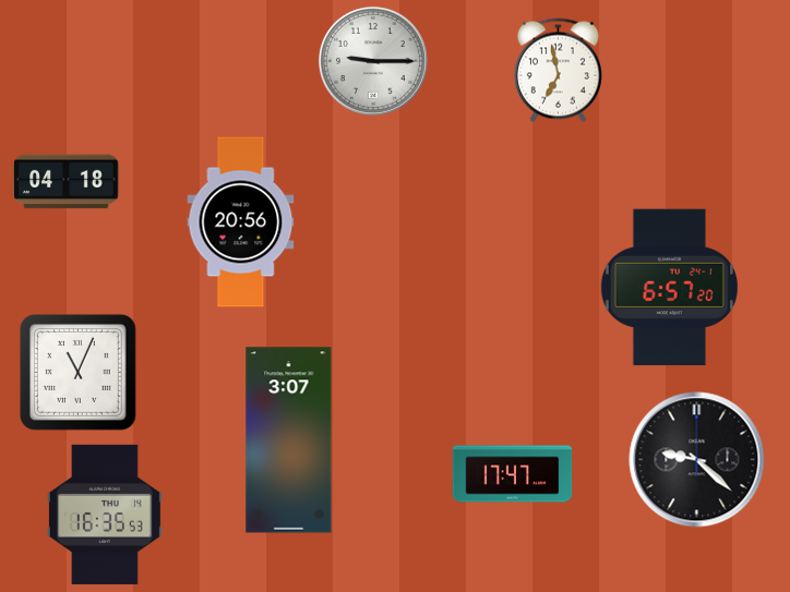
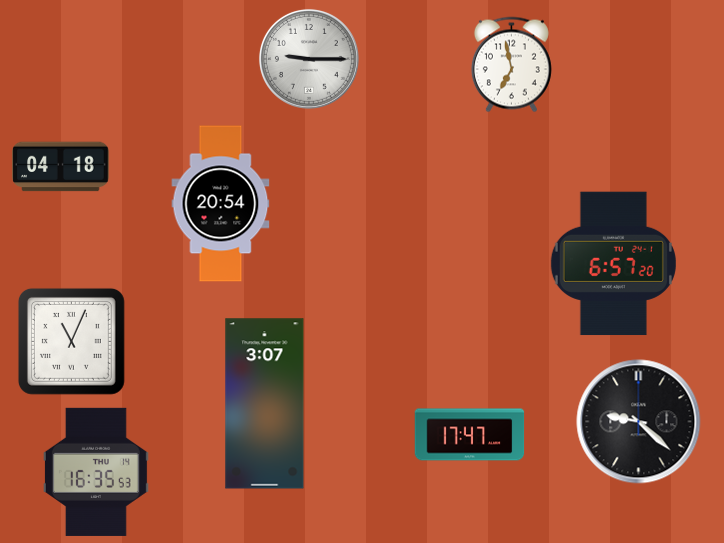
clock at (373, 61) position: (373, 61) -> (309, 59)
clock at (241, 222): 20:56 -> 20:54
